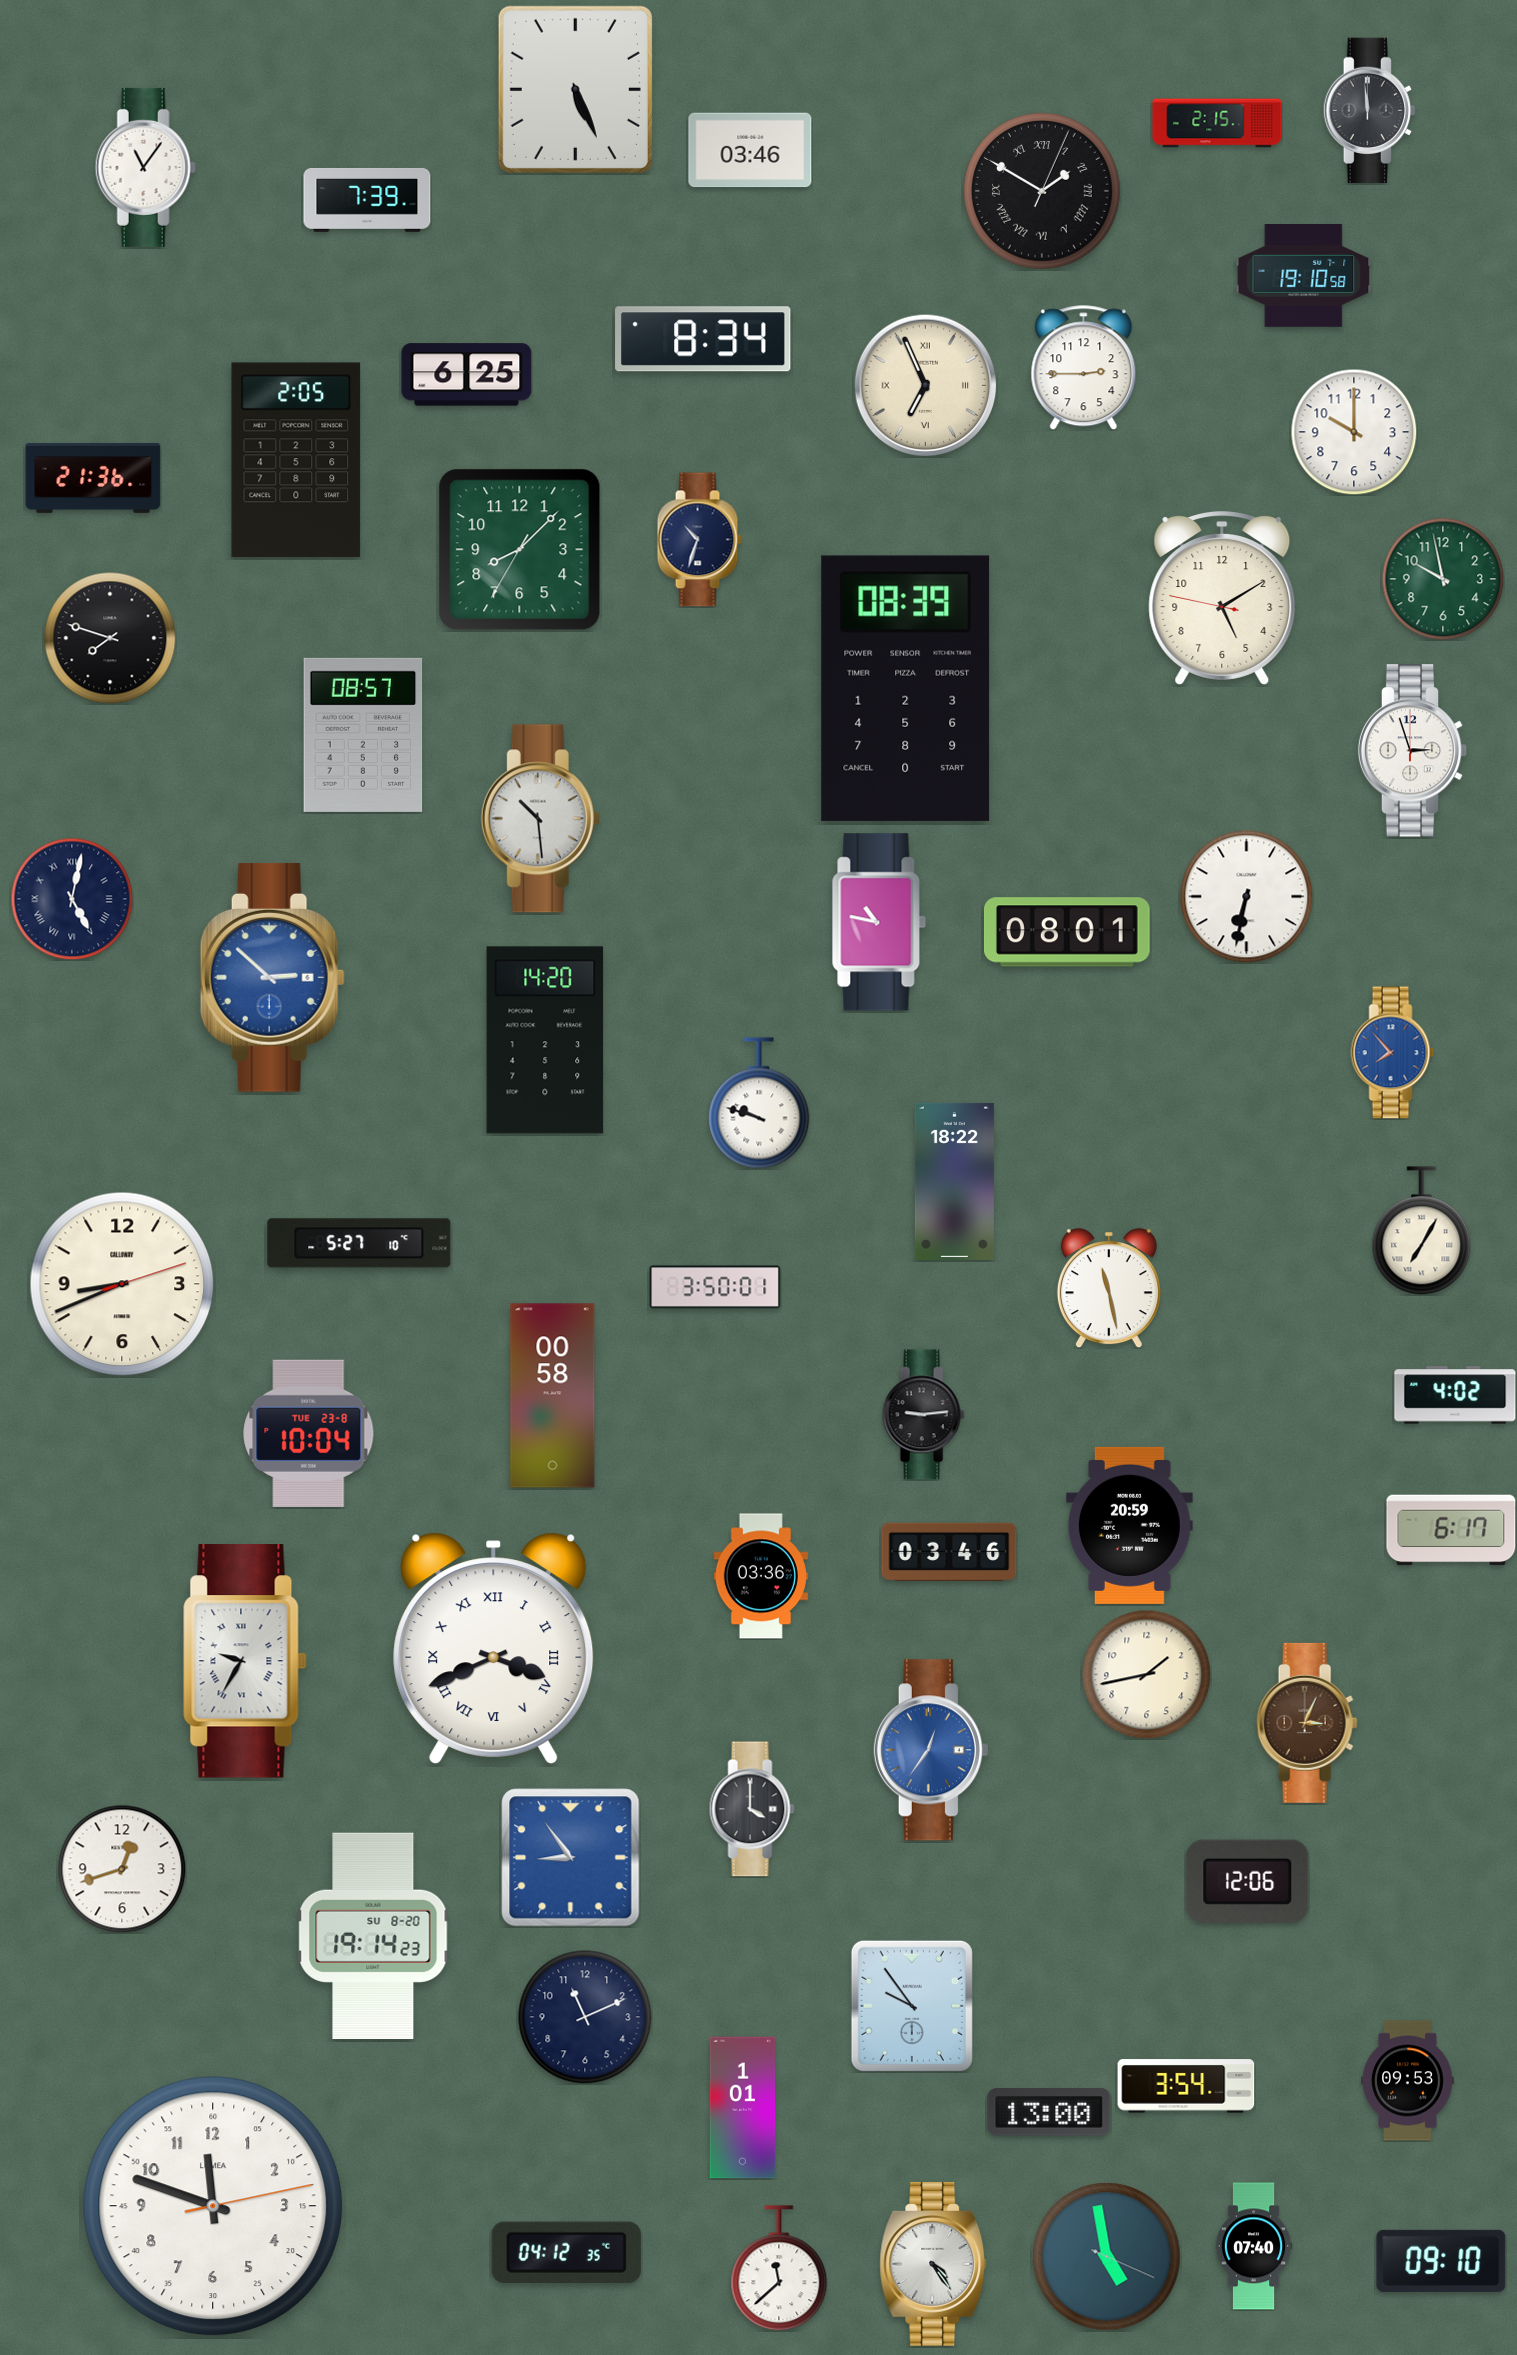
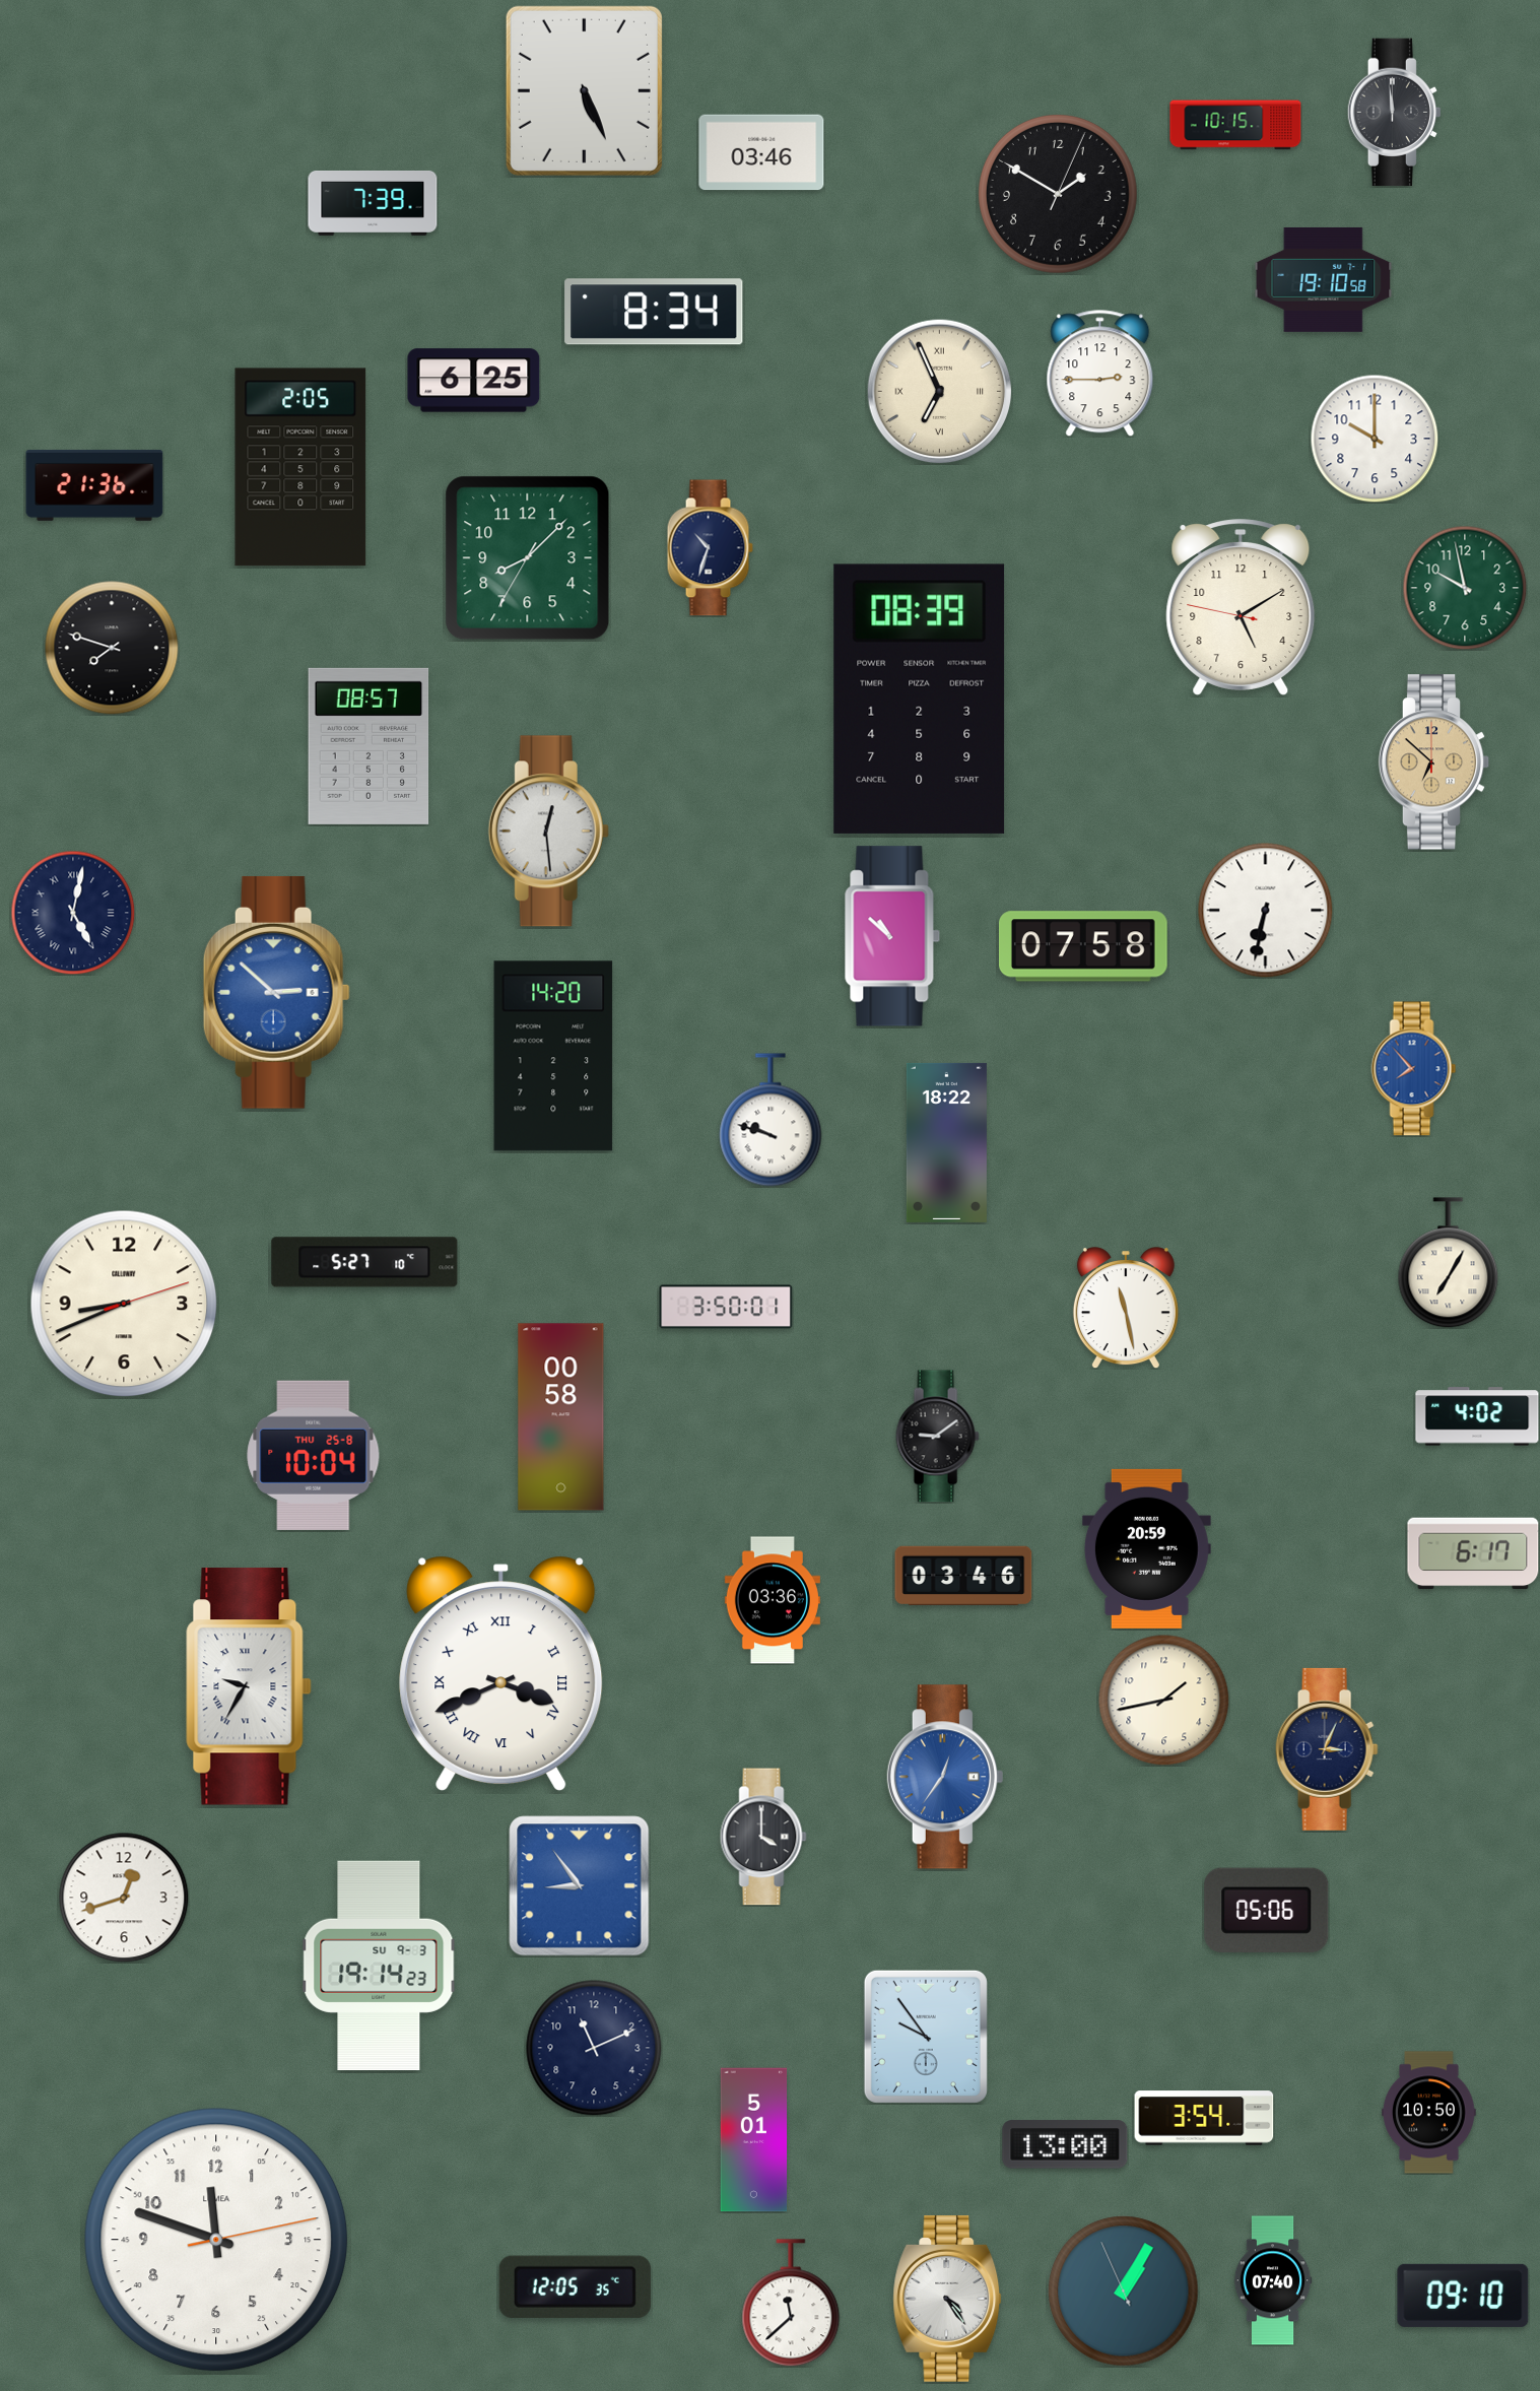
clock at (1369, 111) position: (1369, 111) -> (1394, 113)
clock at (1217, 123): 2:15 -> 10:15
clock at (145, 167): 11:06 -> none
clock at (1043, 192) numerals: Roman -> Arabic
clock at (703, 339) position: (703, 339) -> (654, 312)
clock at (1413, 751): 2:57 -> 6:52
clock at (1413, 751) dial: white -> champagne
clock at (540, 819): 10:29 -> 12:29
clock at (879, 922): 10:47 -> 10:52
clock at (1068, 932): 08:01 -> 07:58
clock at (954, 1181) position: (954, 1181) -> (946, 1142)
clock at (1422, 1231) position: (1422, 1231) -> (1449, 1263)
clock at (923, 1415): 9:14 -> 9:09
clock at (309, 1433) date: TUE 23-8 -> THU 25-8
clock at (1307, 1723) dial: brown -> navy
clock at (1248, 1881): 12:06 -> 05:06
clock at (373, 1935) date: SU 8-20 -> SU 9-3
clock at (1408, 2081): 09:53 -> 10:50
clock at (743, 2108): 1:01 -> 5:01
clock at (566, 2252): 04:12 -> 12:05
clock at (1107, 2257): 4:58 -> 1:04
